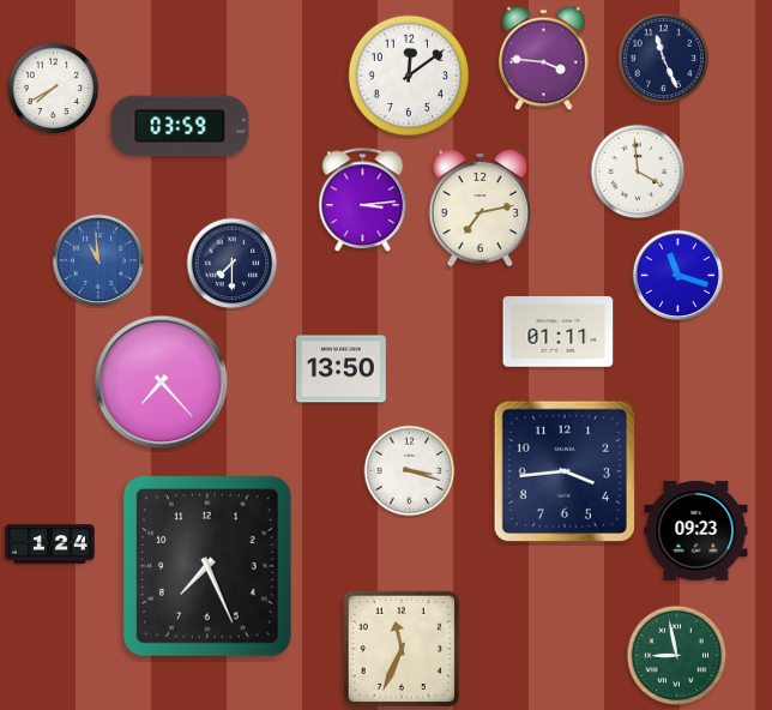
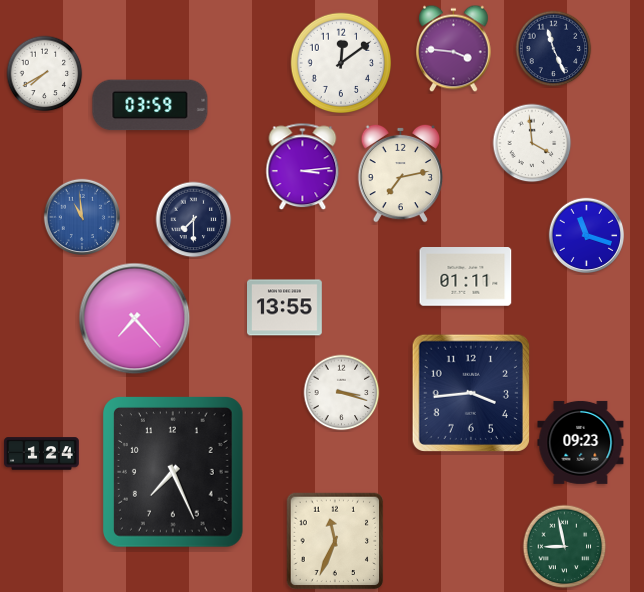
clock at (677, 275) position: (677, 275) -> (586, 235)
clock at (342, 369): 13:50 -> 13:55
